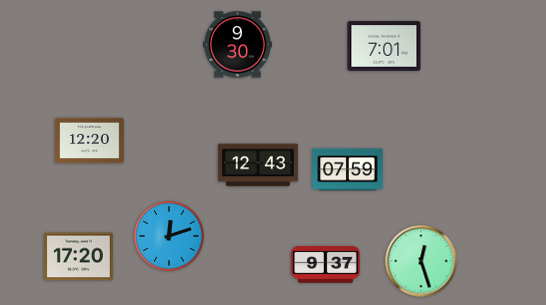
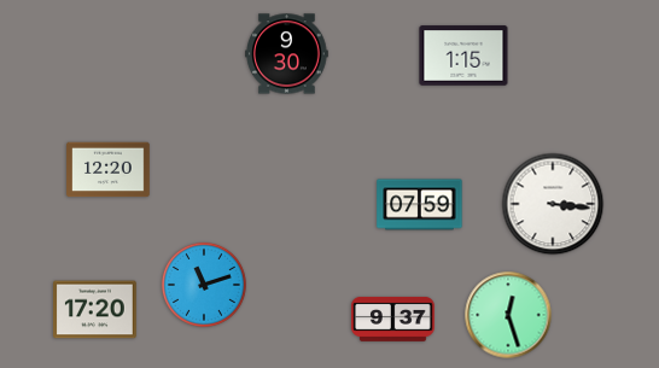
clock at (384, 46): 7:01 -> 1:15
clock at (258, 165): 12:43 -> none
clock at (553, 204): none -> 3:16
clock at (169, 236): 12:12 -> 11:12
